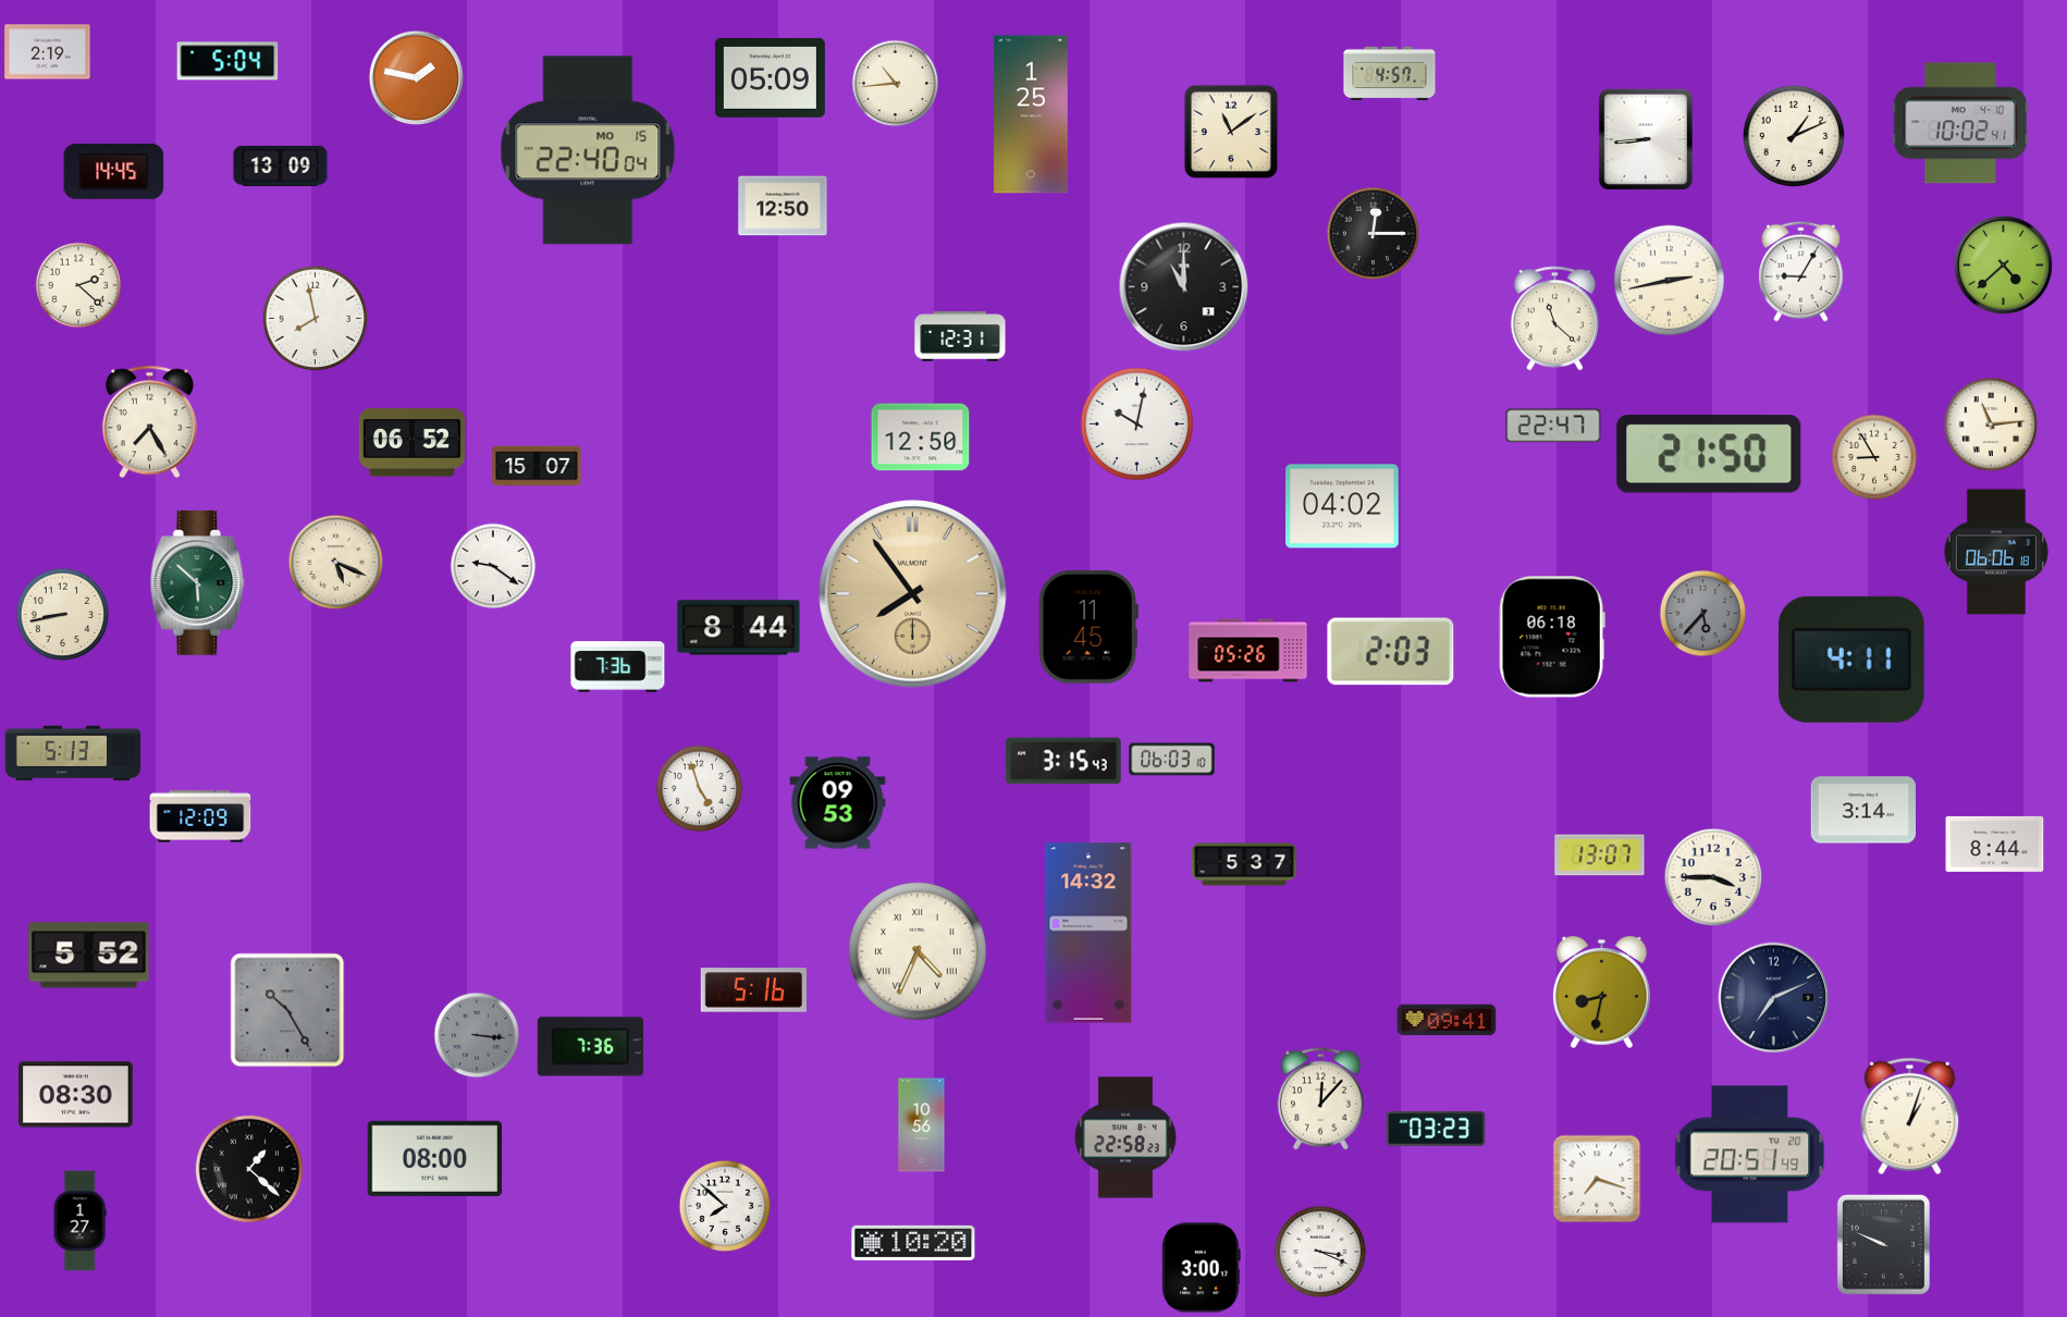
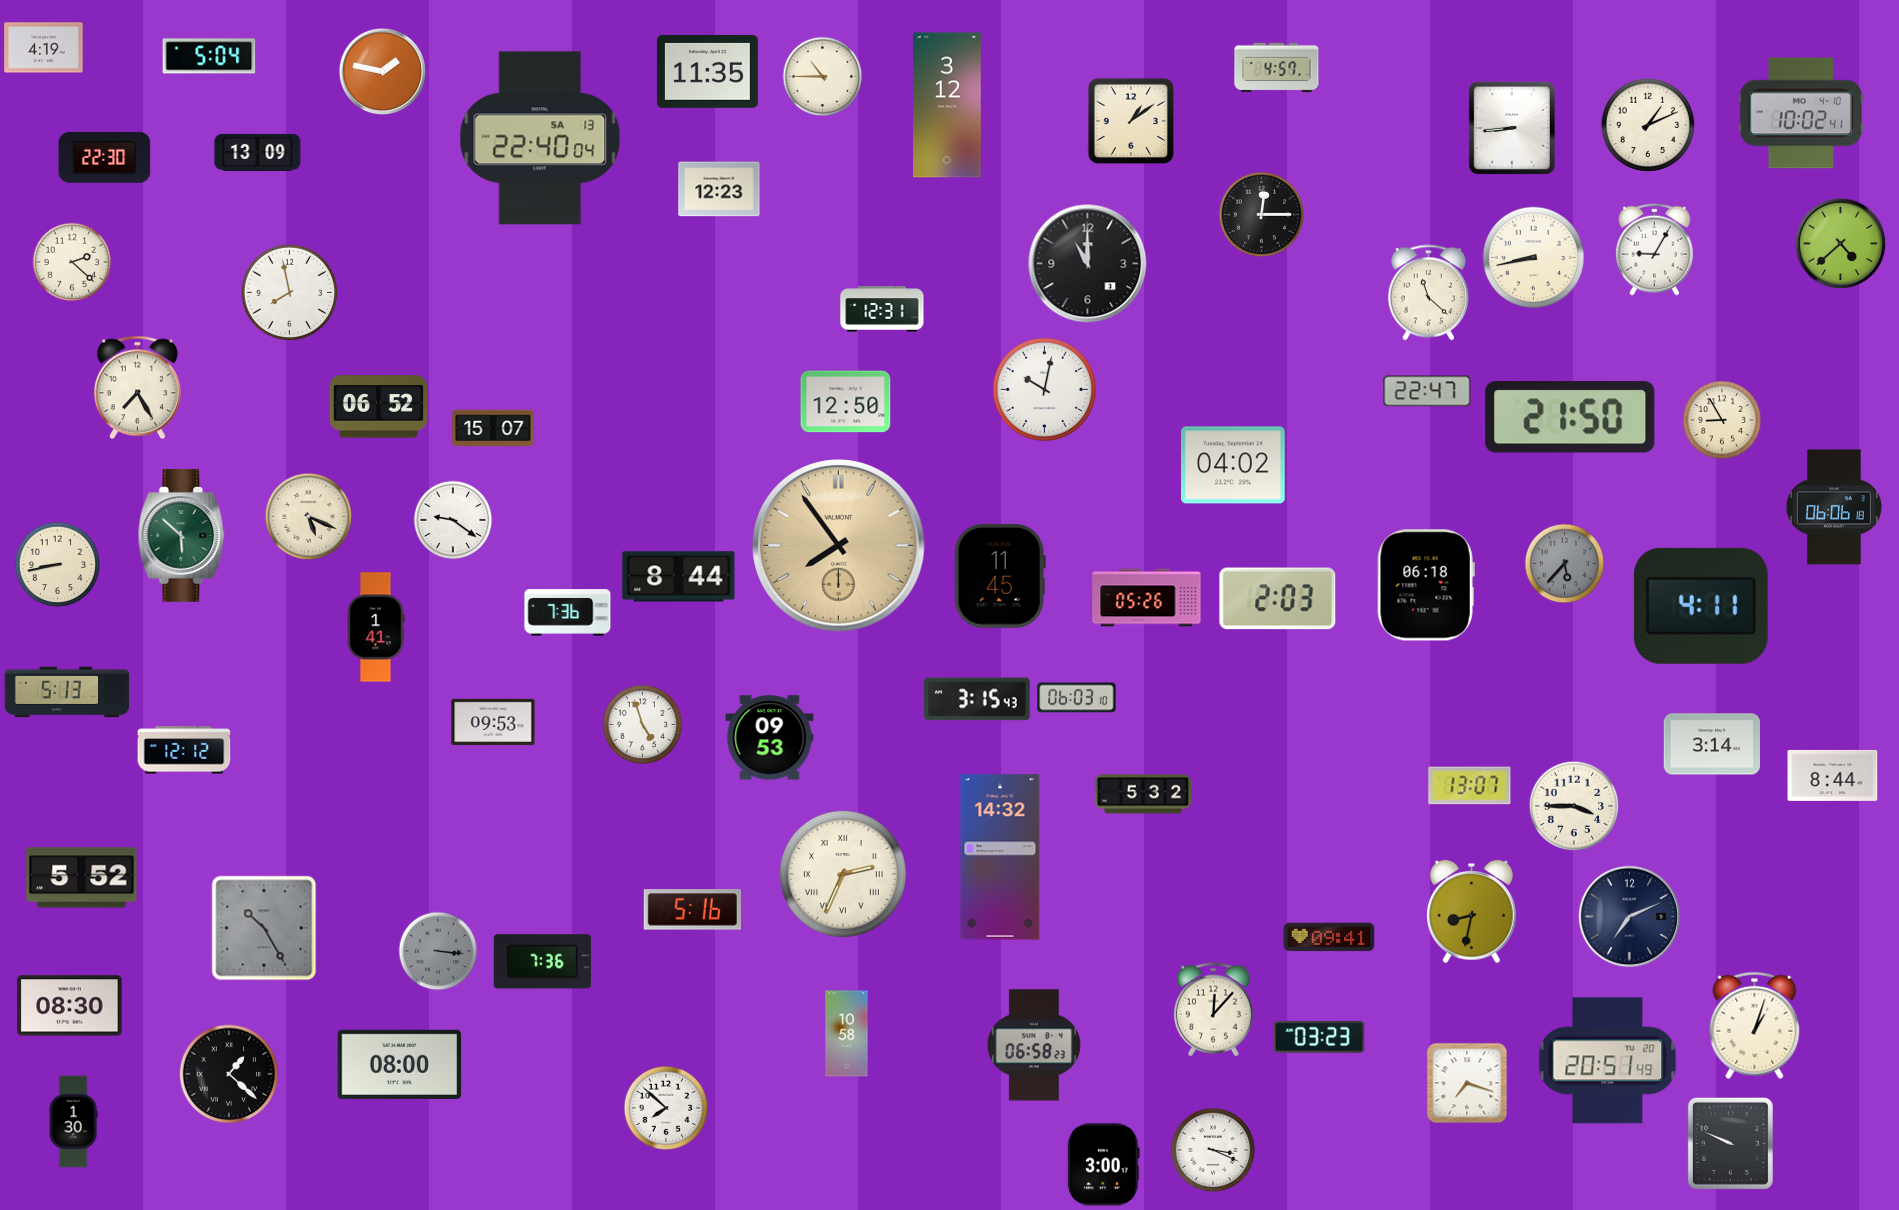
clock at (48, 52): 2:19 -> 4:19
clock at (770, 77): 05:09 -> 11:35
clock at (896, 84): 10:44 -> 10:45
clock at (1032, 114): 1:25 -> 3:12
clock at (1231, 132): 11:09 -> 1:09
clock at (588, 150) date: MO 15 -> SA 13
clock at (114, 171): 14:45 -> 22:30
clock at (783, 206): 12:50 -> 12:23
clock at (1669, 280): 2:43 -> 8:43
clock at (1991, 424): 11:14 -> none
clock at (376, 627): none -> 1:41
clock at (493, 722): none -> 09:53
clock at (200, 816): 12:09 -> 12:12
clock at (1244, 864): 5:37 -> 5:32
clock at (918, 951): 4:34 -> 2:34
clock at (922, 1125): 10:56 -> 10:58
clock at (1125, 1137): 22:58 -> 06:58
clock at (79, 1221): 1:27 -> 1:30
clock at (913, 1243): 10:20 -> none
